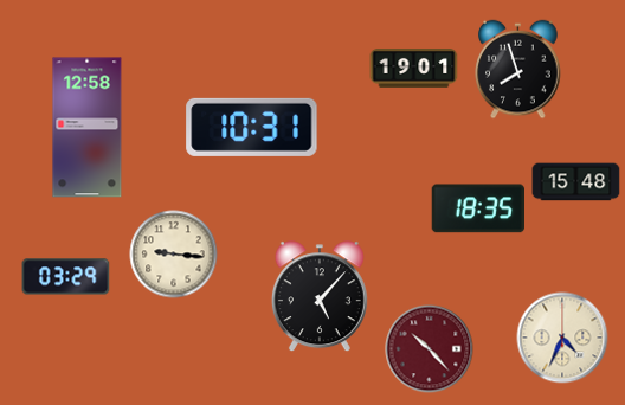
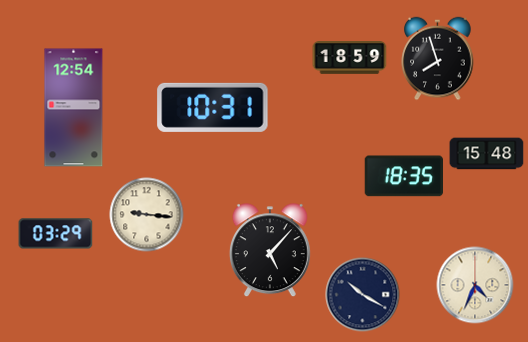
clock at (414, 69): 19:01 -> 18:59
clock at (88, 128): 12:58 -> 12:54
clock at (430, 349): 10:23 -> 10:20
clock at (430, 349) dial: burgundy -> navy
